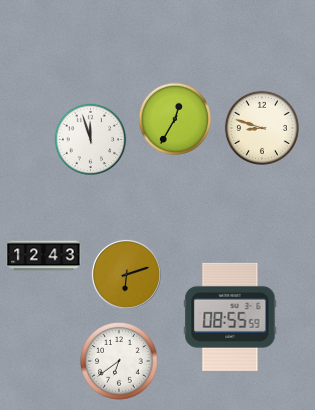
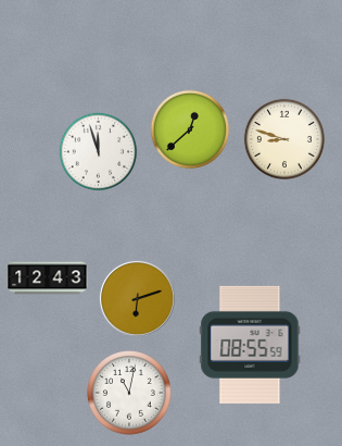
clock at (174, 118): 12:35 -> 12:38
clock at (119, 361): 6:39 -> 11:02
